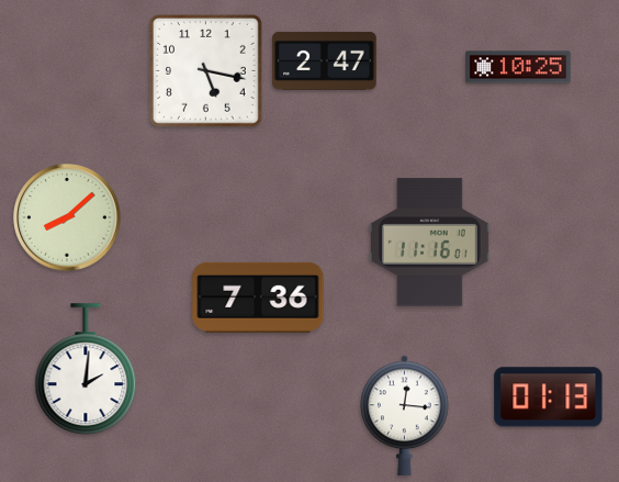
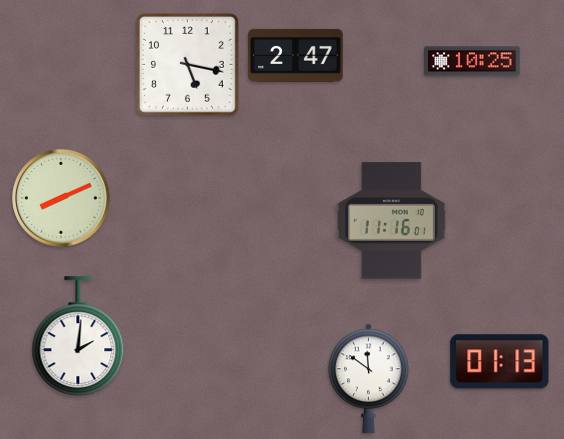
clock at (67, 217): 8:08 -> 8:11
clock at (258, 298): 7:36 -> none
clock at (405, 415): 12:16 -> 11:51
